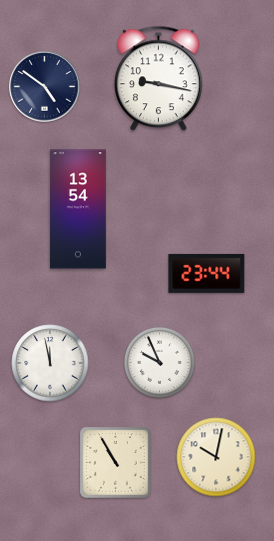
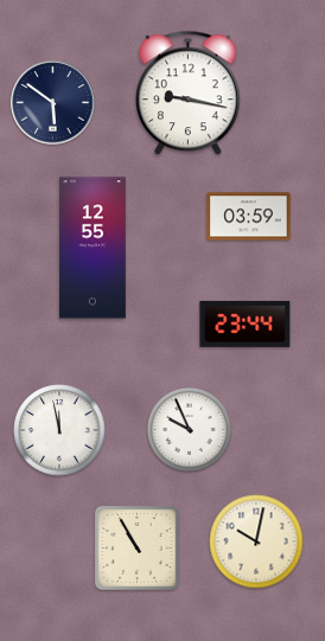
clock at (45, 87): 4:51 -> 5:51
clock at (249, 217): none -> 03:59
clock at (79, 209): 13:54 -> 12:55
